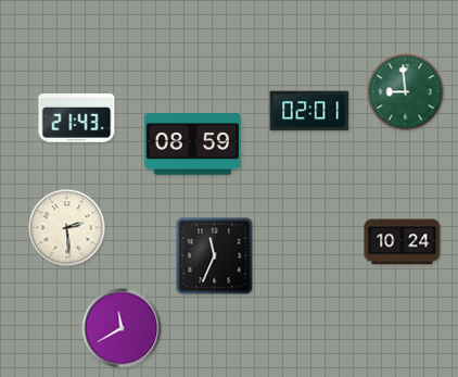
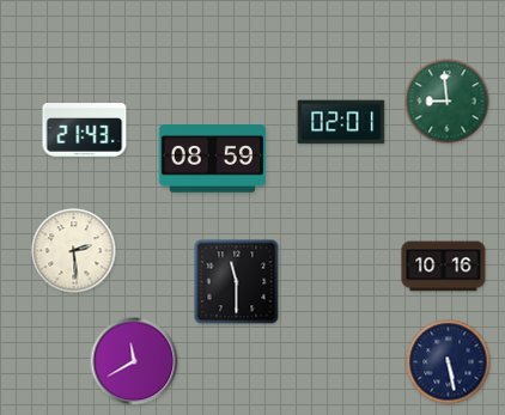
clock at (403, 242): 10:24 -> 10:16
clock at (215, 256): 11:34 -> 11:30
clock at (449, 362): none -> 5:28
